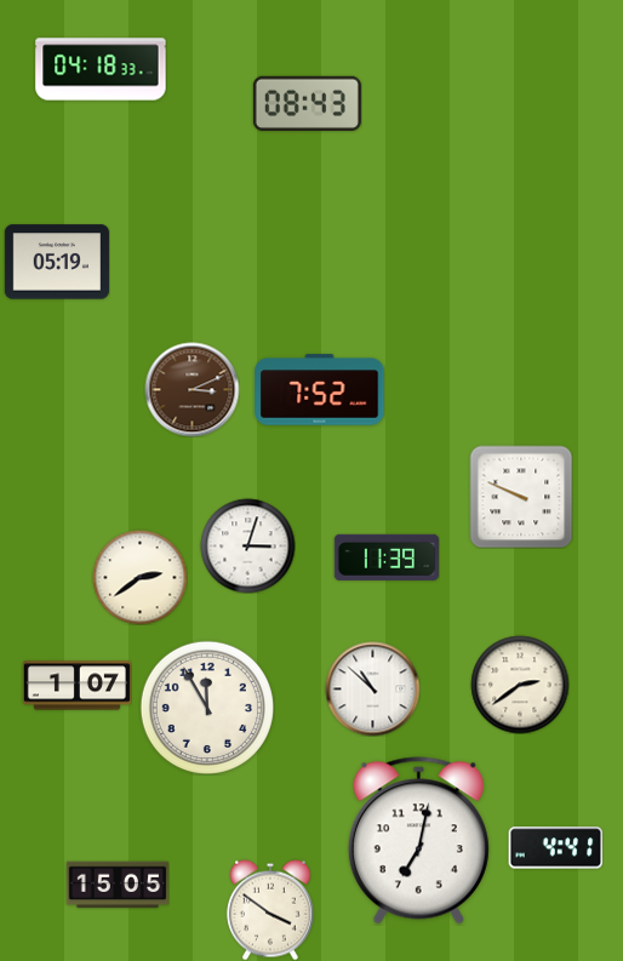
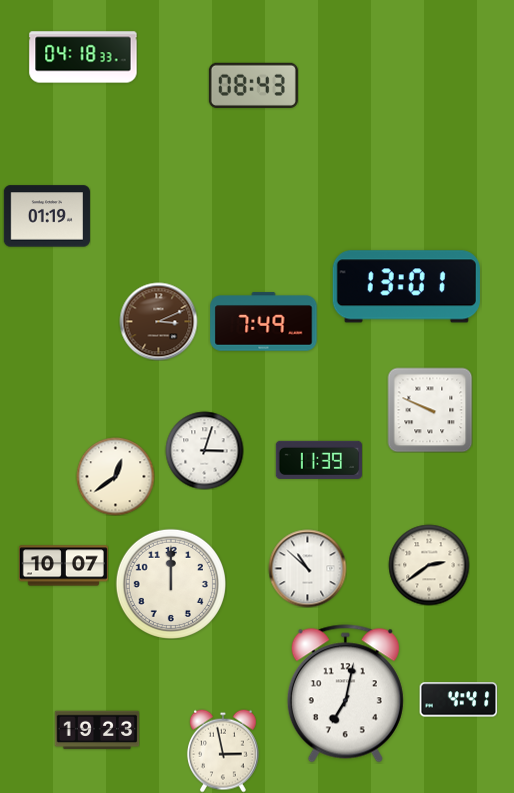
clock at (57, 262): 05:19 -> 01:19
clock at (406, 287): none -> 13:01
clock at (320, 390): 7:52 -> 7:49
clock at (139, 577): 2:39 -> 12:39
clock at (76, 686): 1:07 -> 10:07
clock at (206, 707): 11:55 -> 12:00
clock at (118, 885): 15:05 -> 19:23
clock at (270, 910): 3:51 -> 2:58
